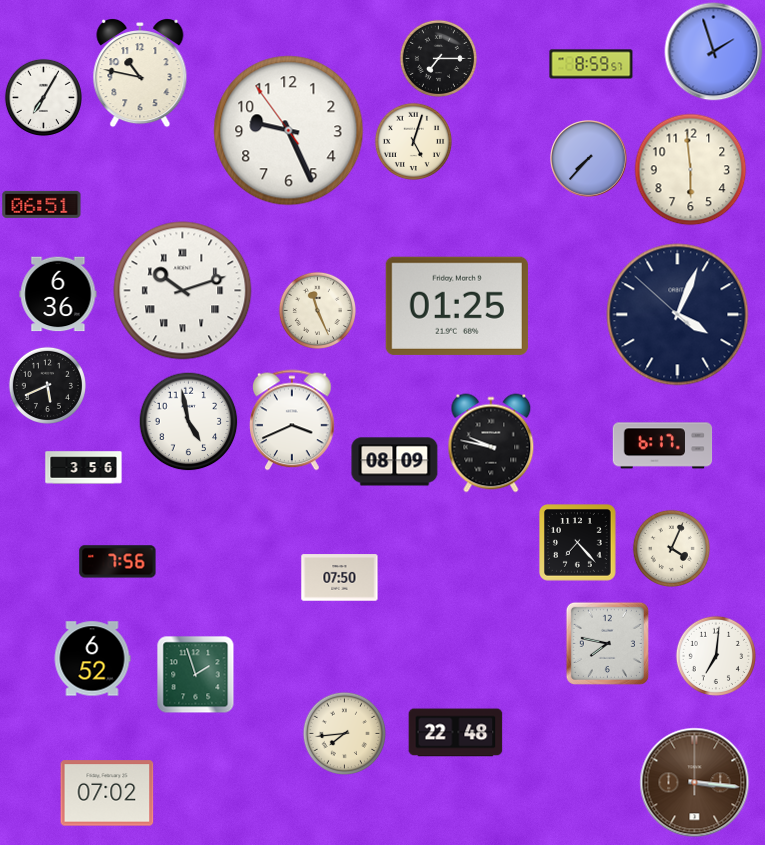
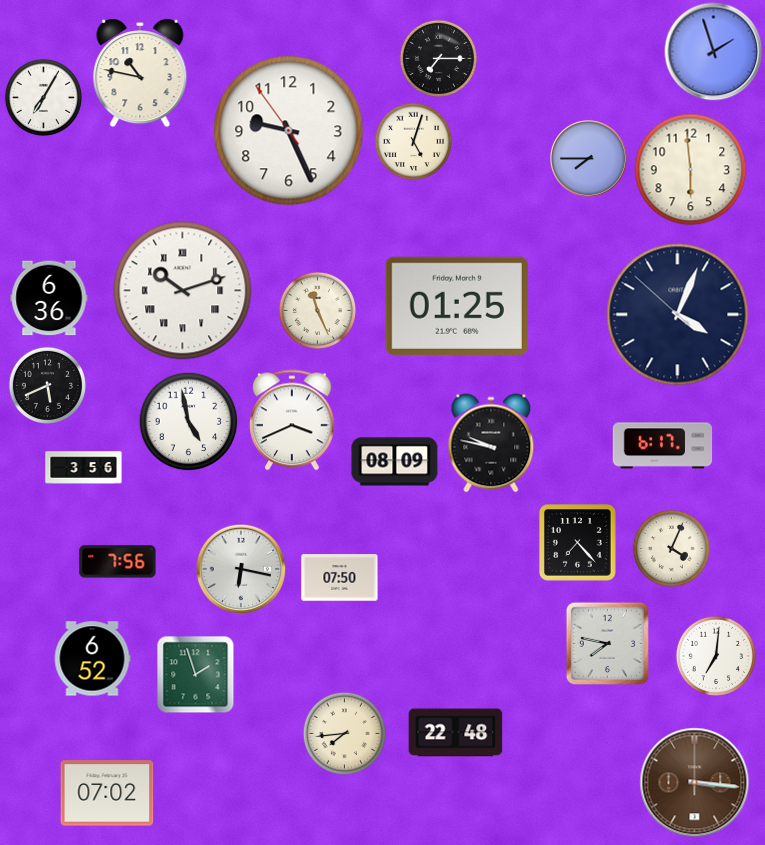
clock at (591, 64): 8:59 -> none
clock at (589, 159): 7:37 -> 7:45
clock at (42, 204): 06:51 -> none
clock at (58, 294) position: (58, 294) -> (49, 298)
clock at (241, 569): none -> 6:17
